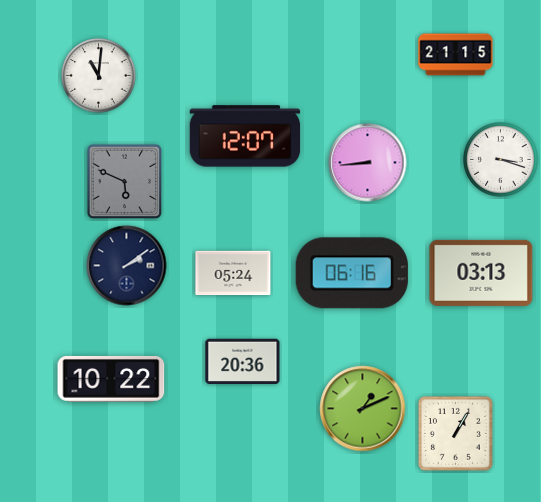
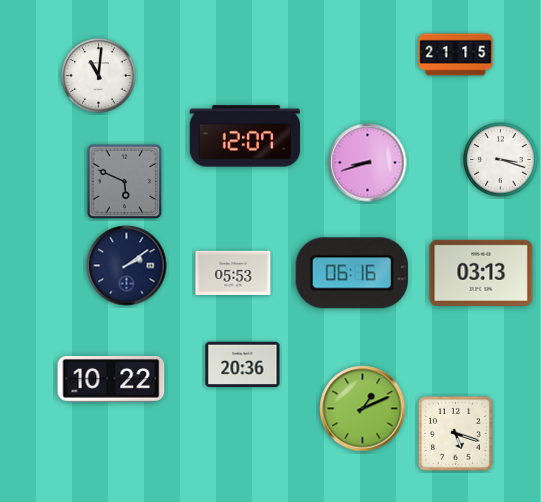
clock at (368, 163): 8:44 -> 8:42
clock at (233, 273): 05:24 -> 05:53
clock at (243, 362) position: (243, 362) -> (243, 365)
clock at (455, 433): 1:05 -> 5:18
